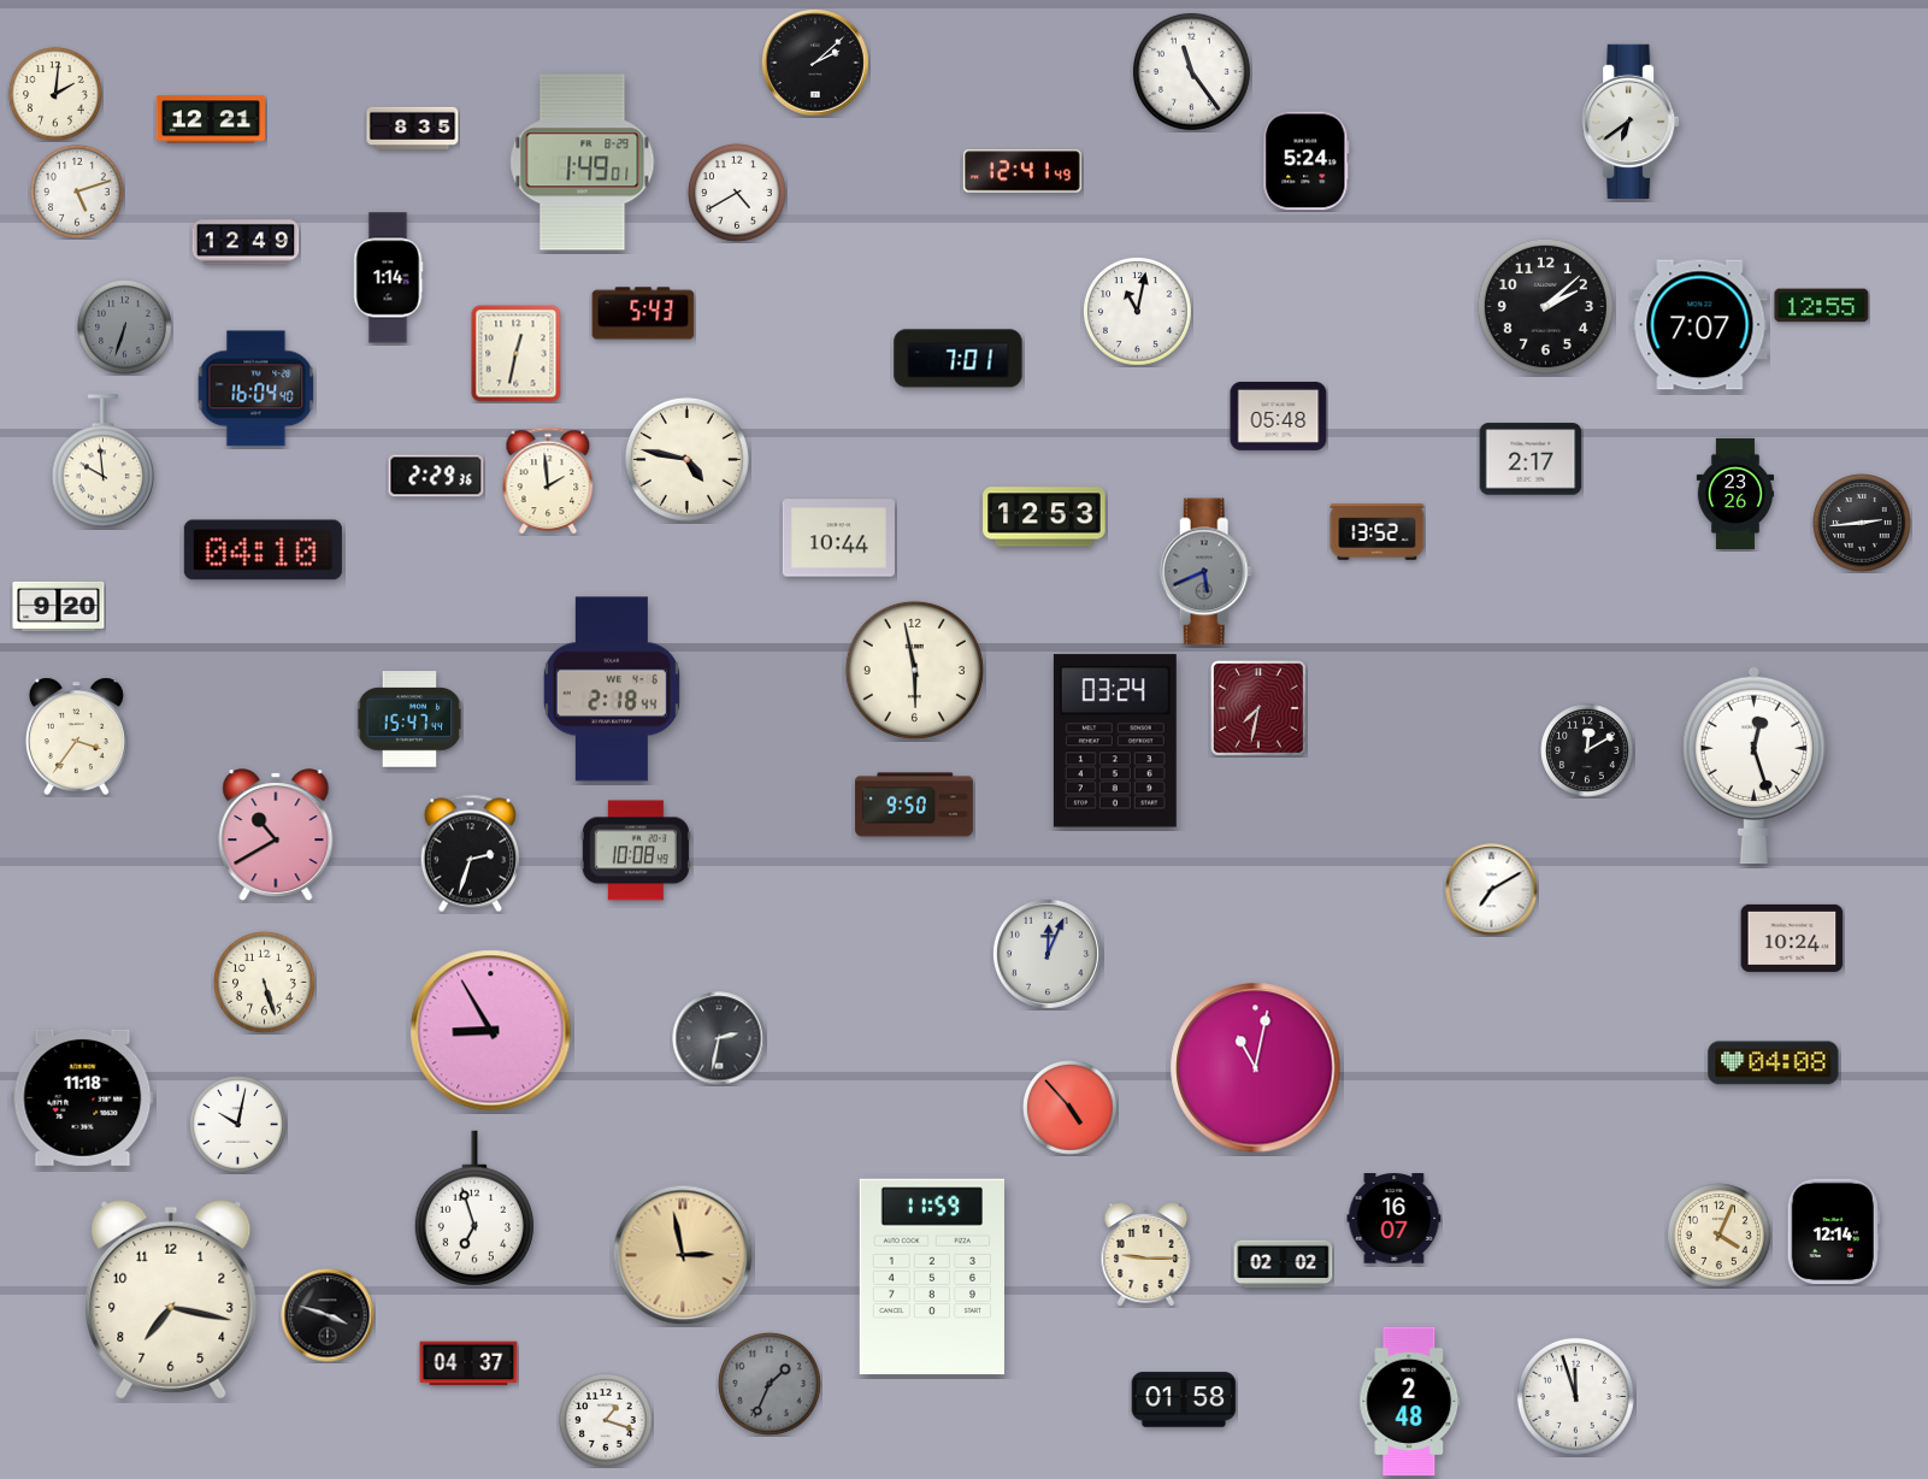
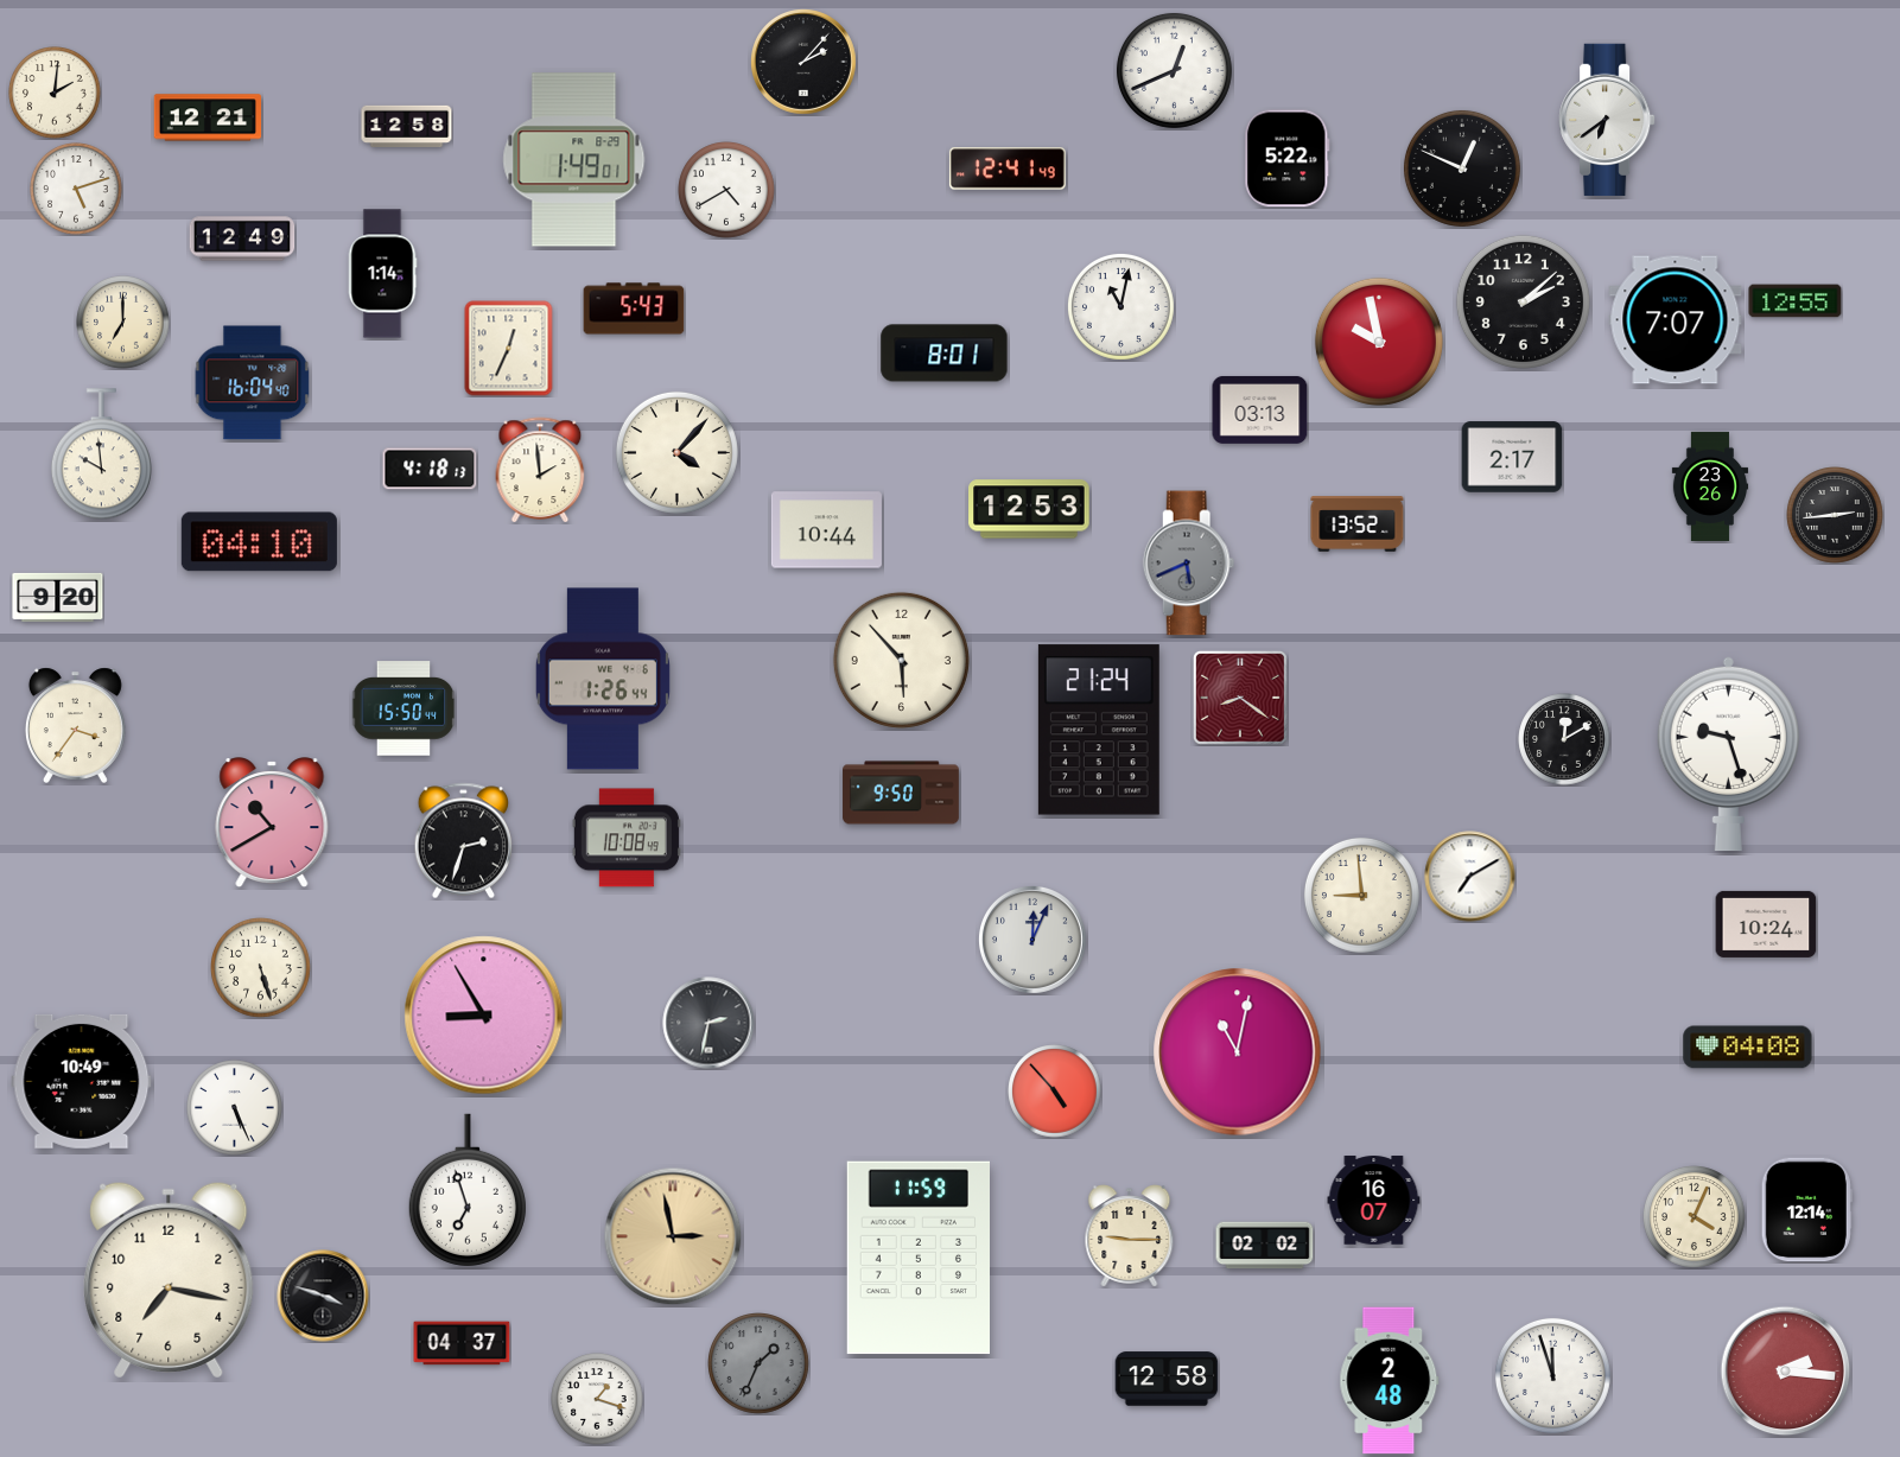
clock at (816, 64): 2:08 -> 2:07
clock at (1191, 71): 11:24 -> 12:41
clock at (413, 128): 8:35 -> 12:58
clock at (1307, 161): 5:24 -> 5:22
clock at (1462, 168): none -> 12:49
clock at (125, 328): 6:33 -> 7:00
clock at (125, 328) dial: grey -> cream
clock at (1379, 342): none -> 9:58
clock at (517, 354): 12:32 -> 12:34
clock at (959, 359): 7:01 -> 8:01
clock at (1279, 416): 05:48 -> 03:13
clock at (686, 459): 4:47 -> 4:07
clock at (1531, 459) position: (1531, 459) -> (1512, 457)
clock at (436, 476): 2:29 -> 4:18
clock at (548, 481) position: (548, 481) -> (540, 470)
clock at (914, 670): 5:58 -> 5:53
clock at (612, 689): 2:18 -> 1:26
clock at (1258, 708): 7:32 -> 8:21
clock at (409, 719): 15:47 -> 15:50
clock at (1115, 741): 03:24 -> 21:24
clock at (1753, 765): 12:27 -> 9:27
clock at (1361, 895): none -> 8:59
clock at (83, 1097): 11:18 -> 10:49
clock at (238, 1125): 10:02 -> 5:26
clock at (1833, 1232) position: (1833, 1232) -> (1806, 1210)
clock at (1786, 1372): none -> 2:16
clock at (1184, 1400): 01:58 -> 12:58
